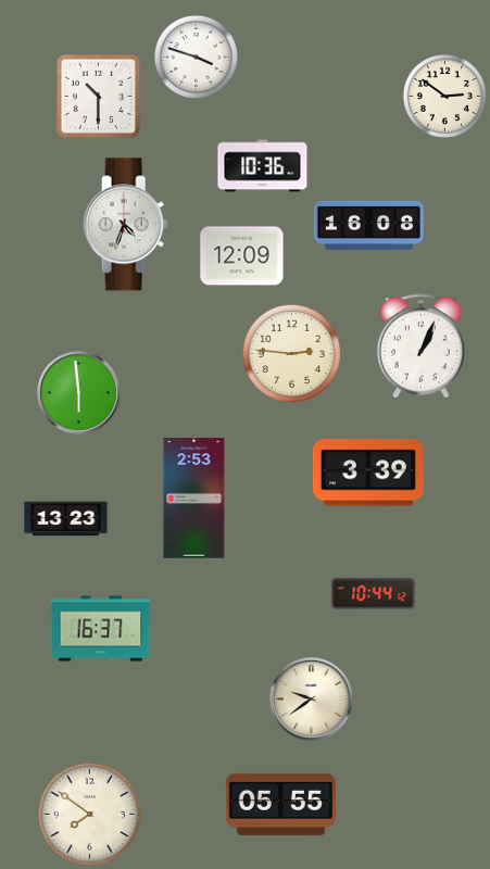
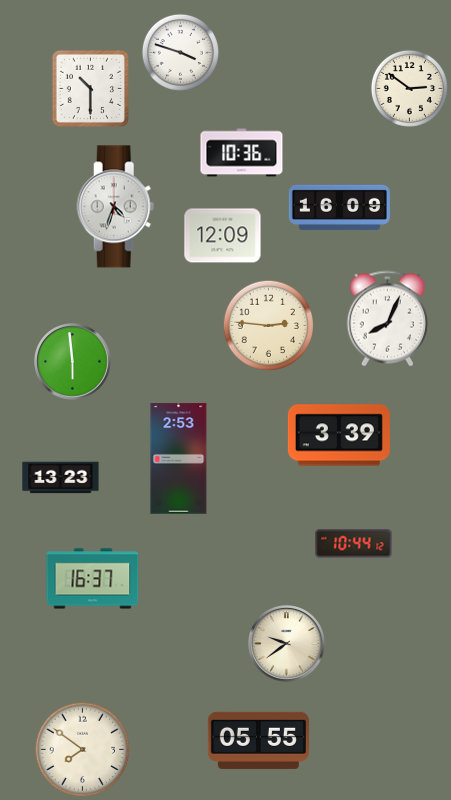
clock at (368, 225): 16:08 -> 16:09
clock at (422, 347): 1:04 -> 8:04
clock at (374, 594) position: (374, 594) -> (354, 544)
